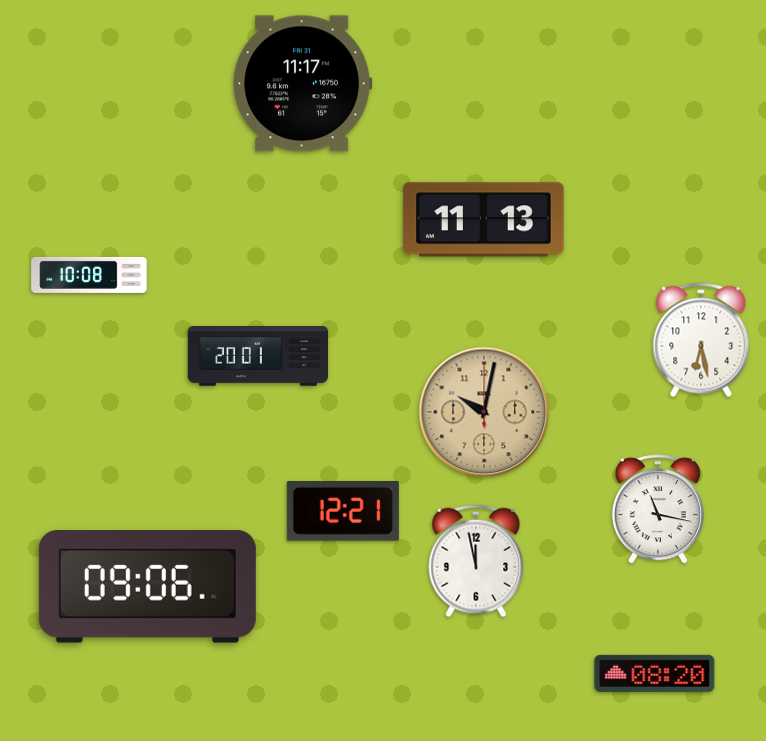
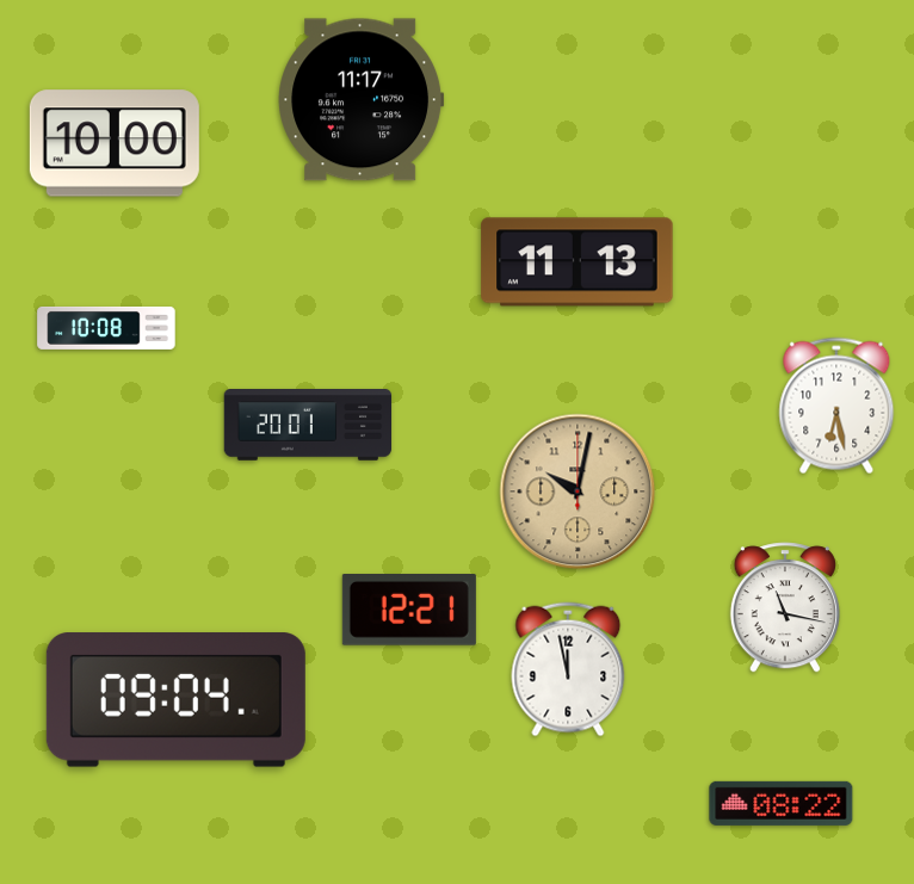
clock at (115, 143): none -> 10:00
clock at (147, 587): 09:06 -> 09:04
clock at (655, 673): 08:20 -> 08:22
